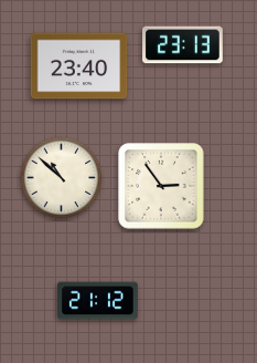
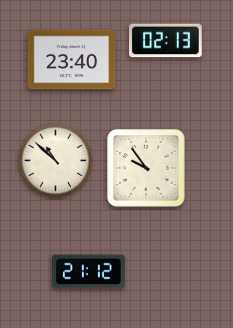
clock at (183, 45): 23:13 -> 02:13
clock at (161, 186): 2:54 -> 9:54
